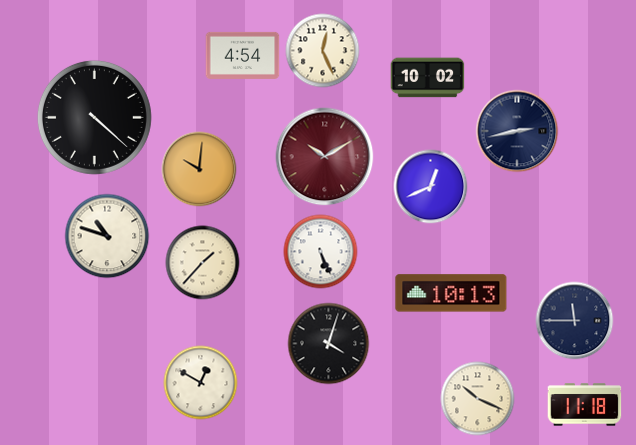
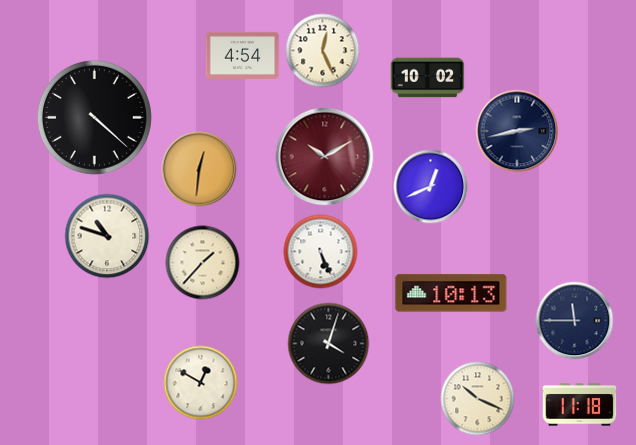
clock at (199, 169): 10:01 -> 12:31
clock at (585, 405) position: (585, 405) -> (580, 405)
